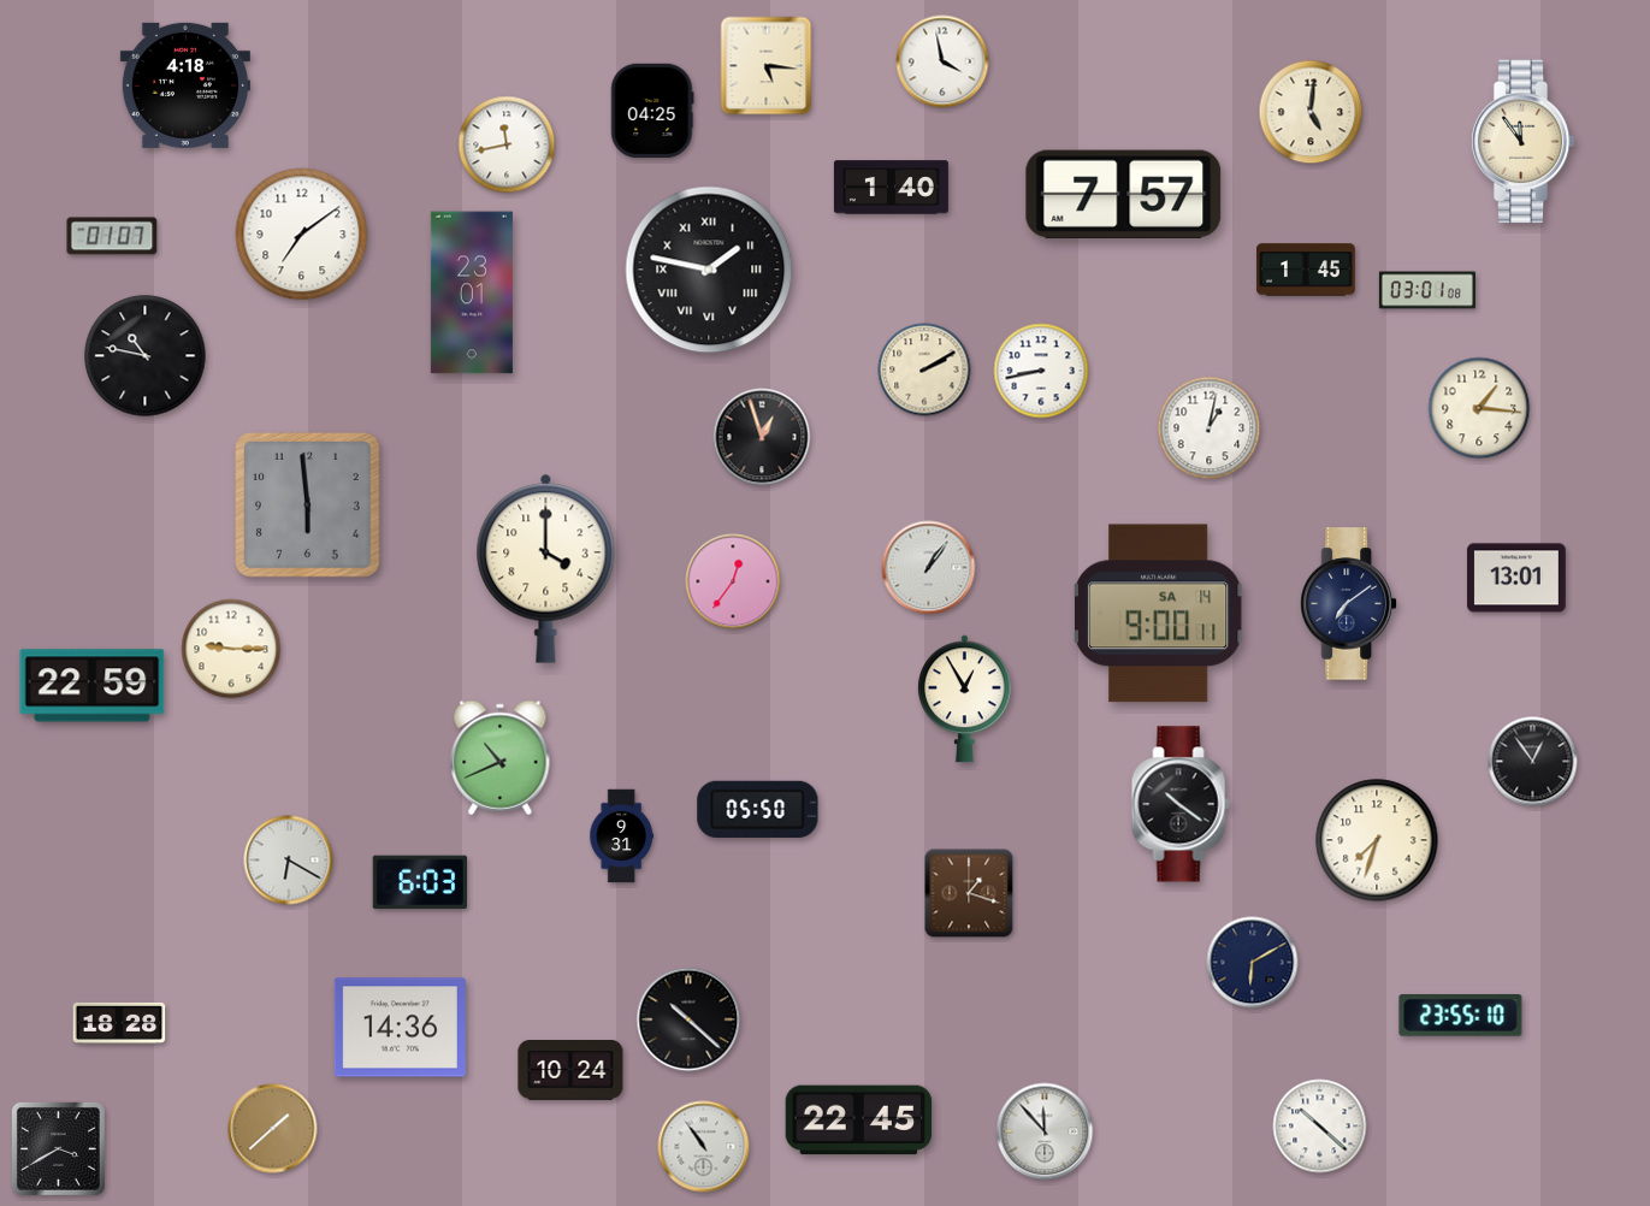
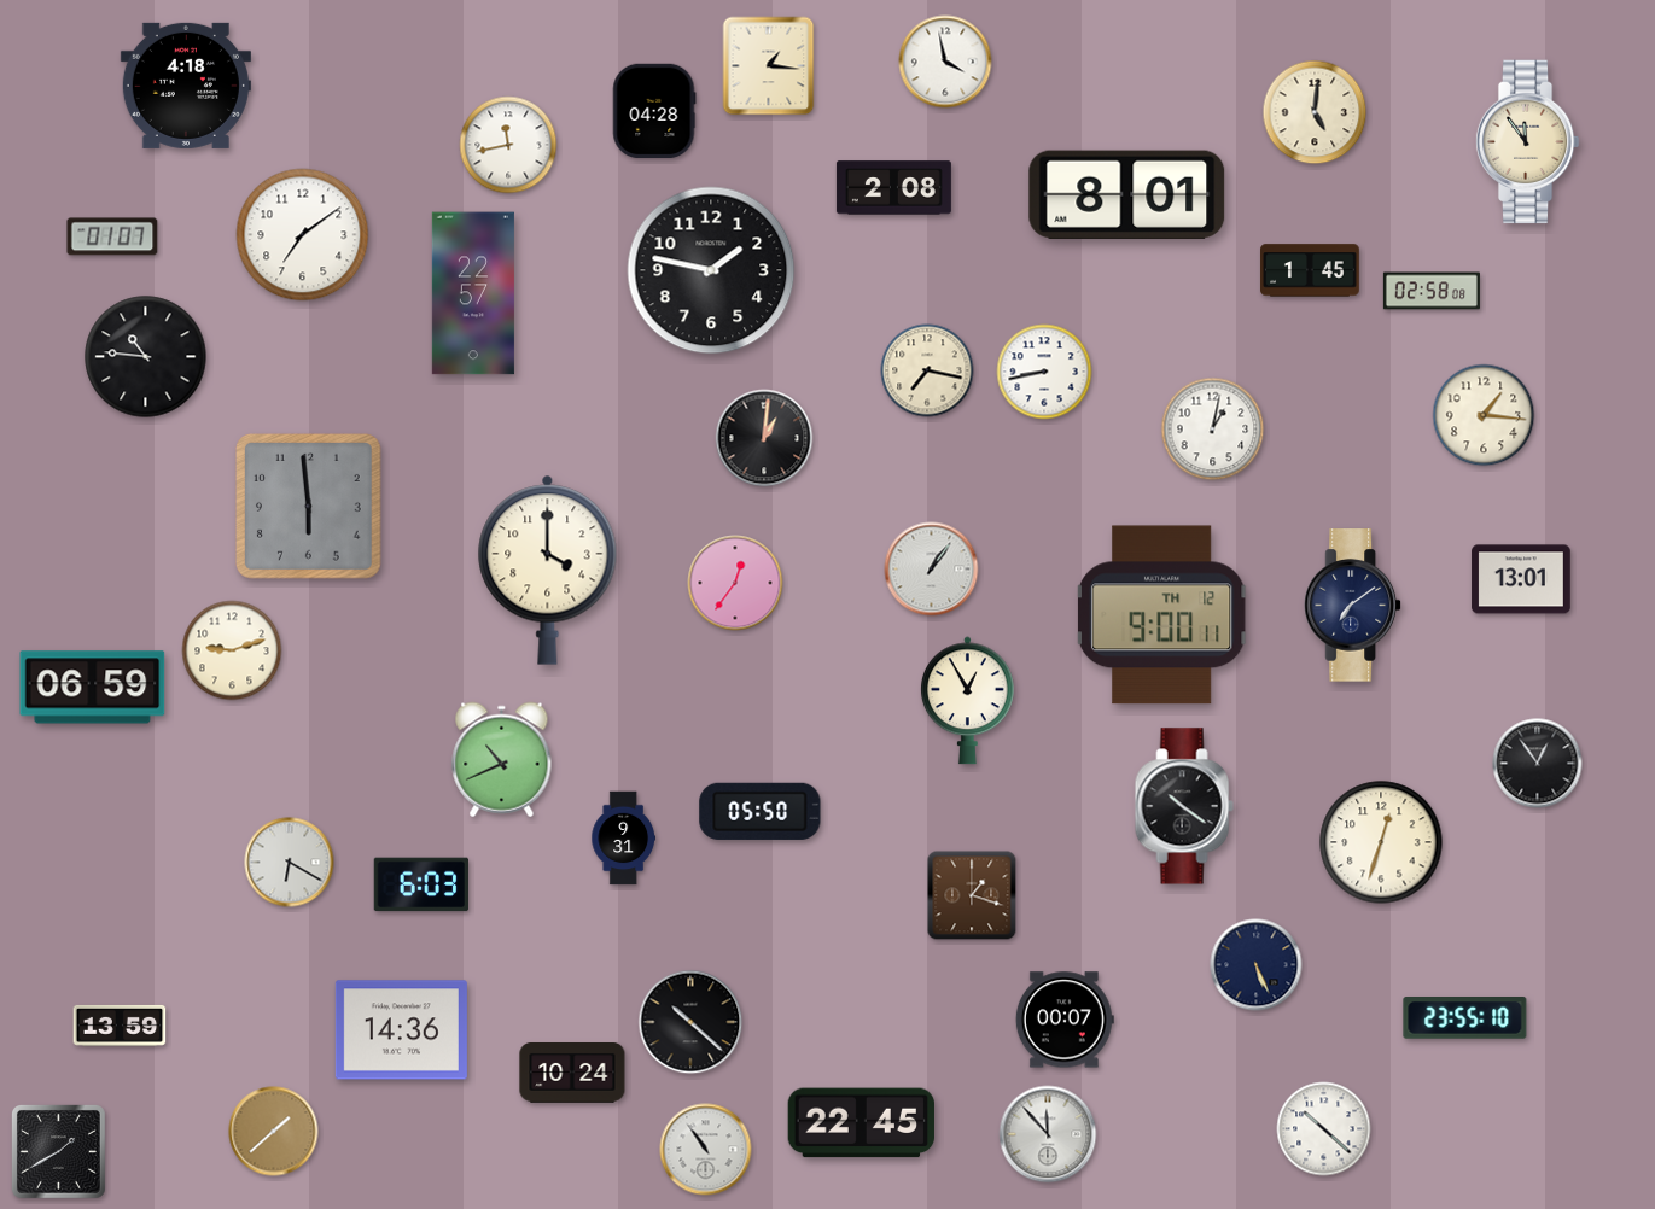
clock at (767, 66): 5:16 -> 1:16
clock at (652, 111): 04:25 -> 04:28
clock at (891, 188): 1:40 -> 2:08
clock at (1124, 194): 7:57 -> 8:01
clock at (709, 270) numerals: Roman -> Arabic
clock at (1427, 290): 03:01 -> 02:58
clock at (472, 292): 23:01 -> 22:57
clock at (146, 356): 10:47 -> 10:46
clock at (924, 370): 2:10 -> 7:17
clock at (1479, 408) position: (1479, 408) -> (1484, 415)
clock at (762, 437): 12:57 -> 1:01
clock at (1158, 614) date: SA 14 -> TH 12
clock at (231, 649): 9:15 -> 9:12
clock at (93, 686): 22:59 -> 06:59
clock at (1377, 840): 7:33 -> 12:33
clock at (1253, 963): 6:10 -> 5:26
clock at (1065, 1020): none -> 00:07
clock at (119, 1023): 18:28 -> 13:59
clock at (58, 1148): 3:40 -> 1:40
